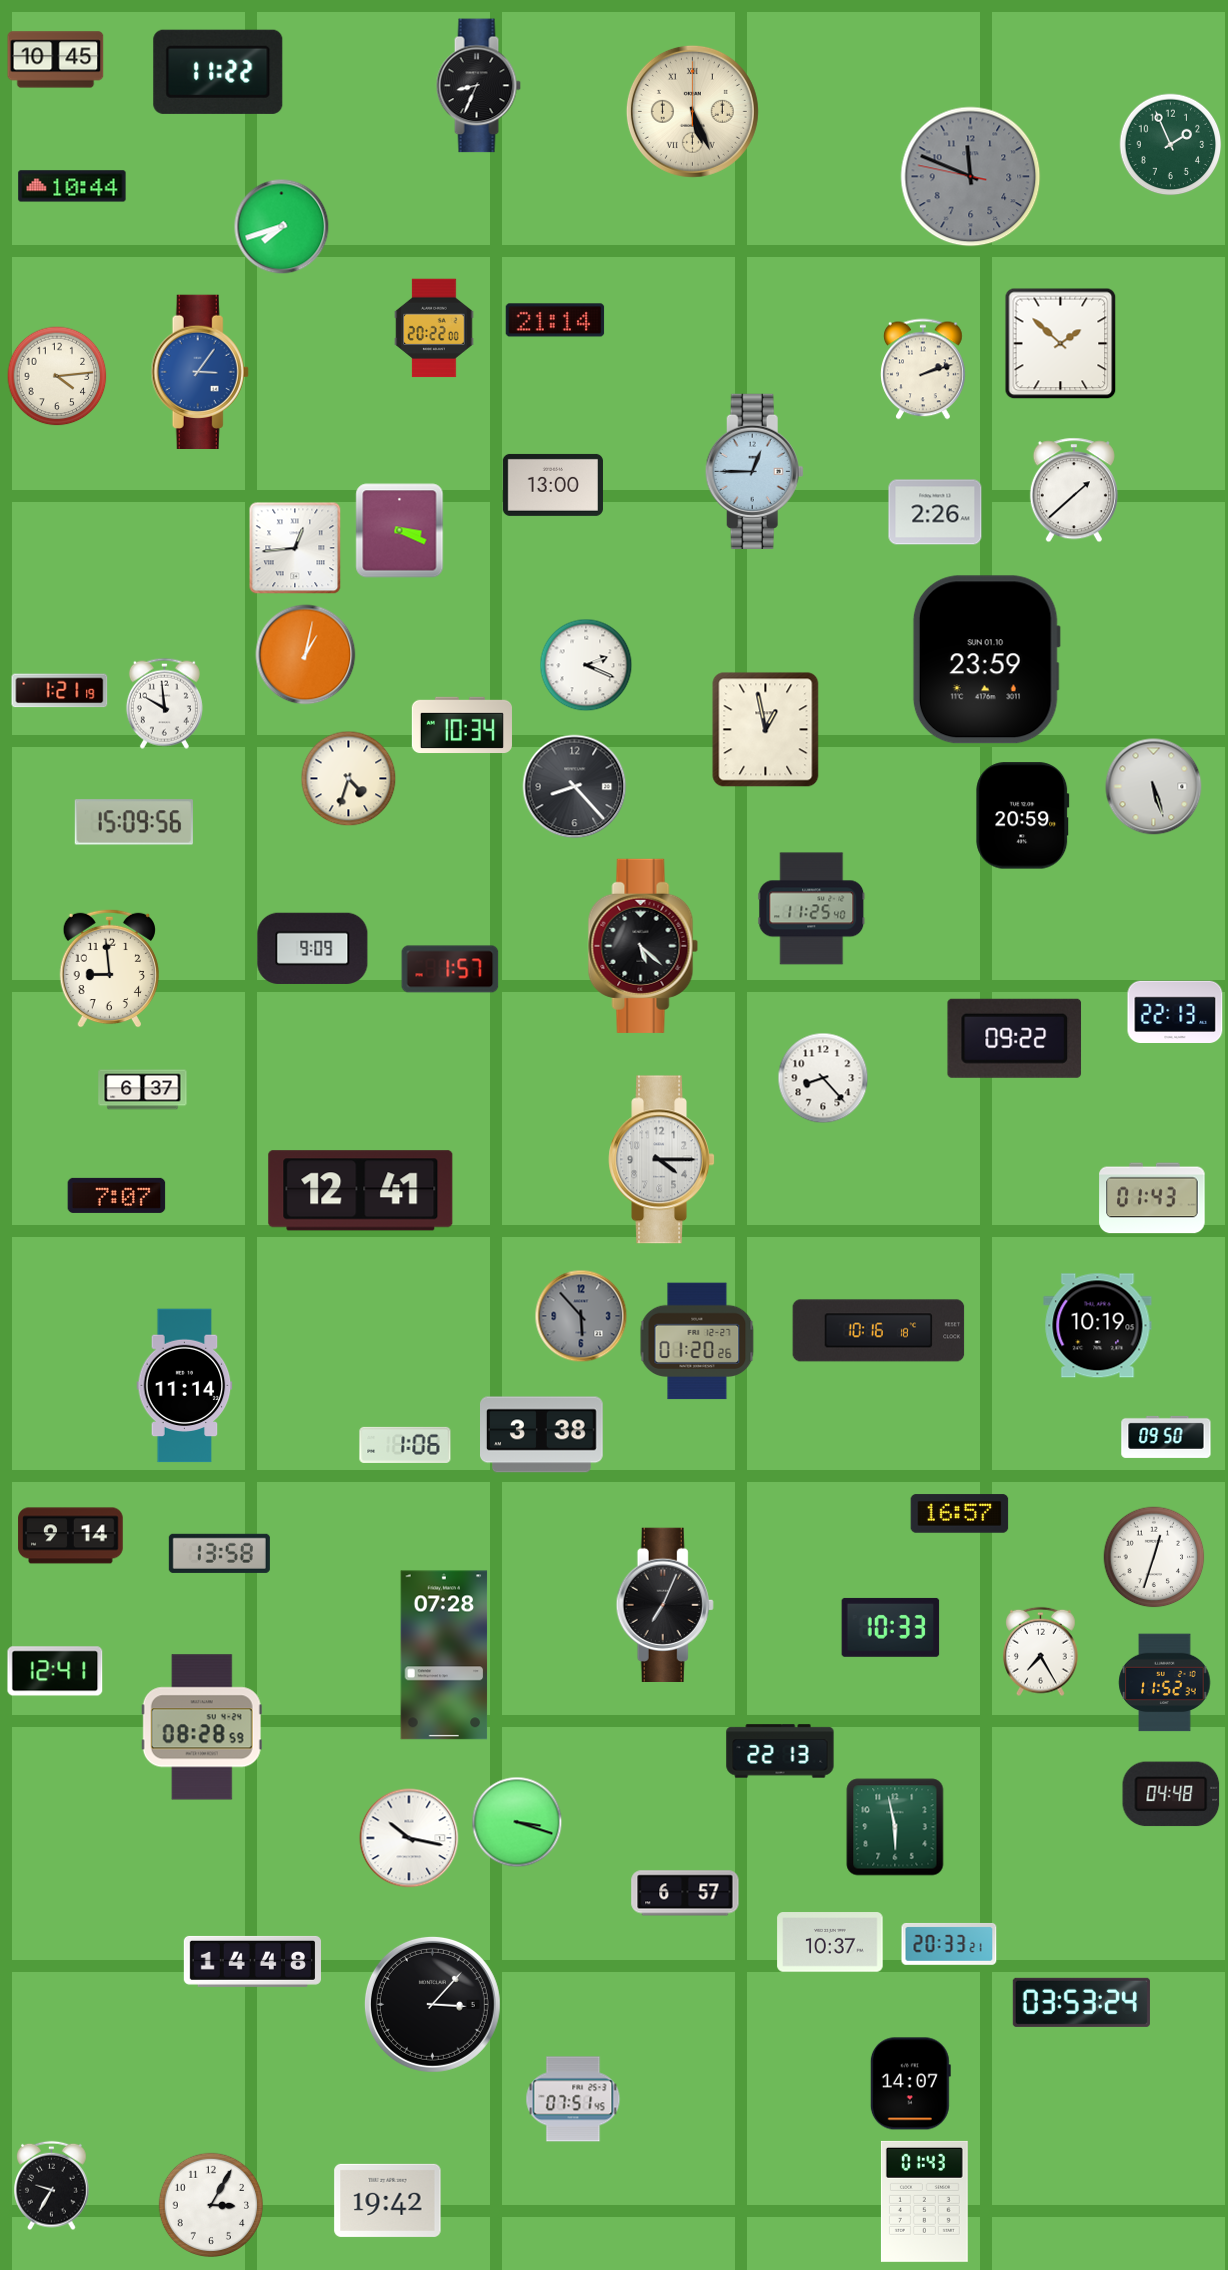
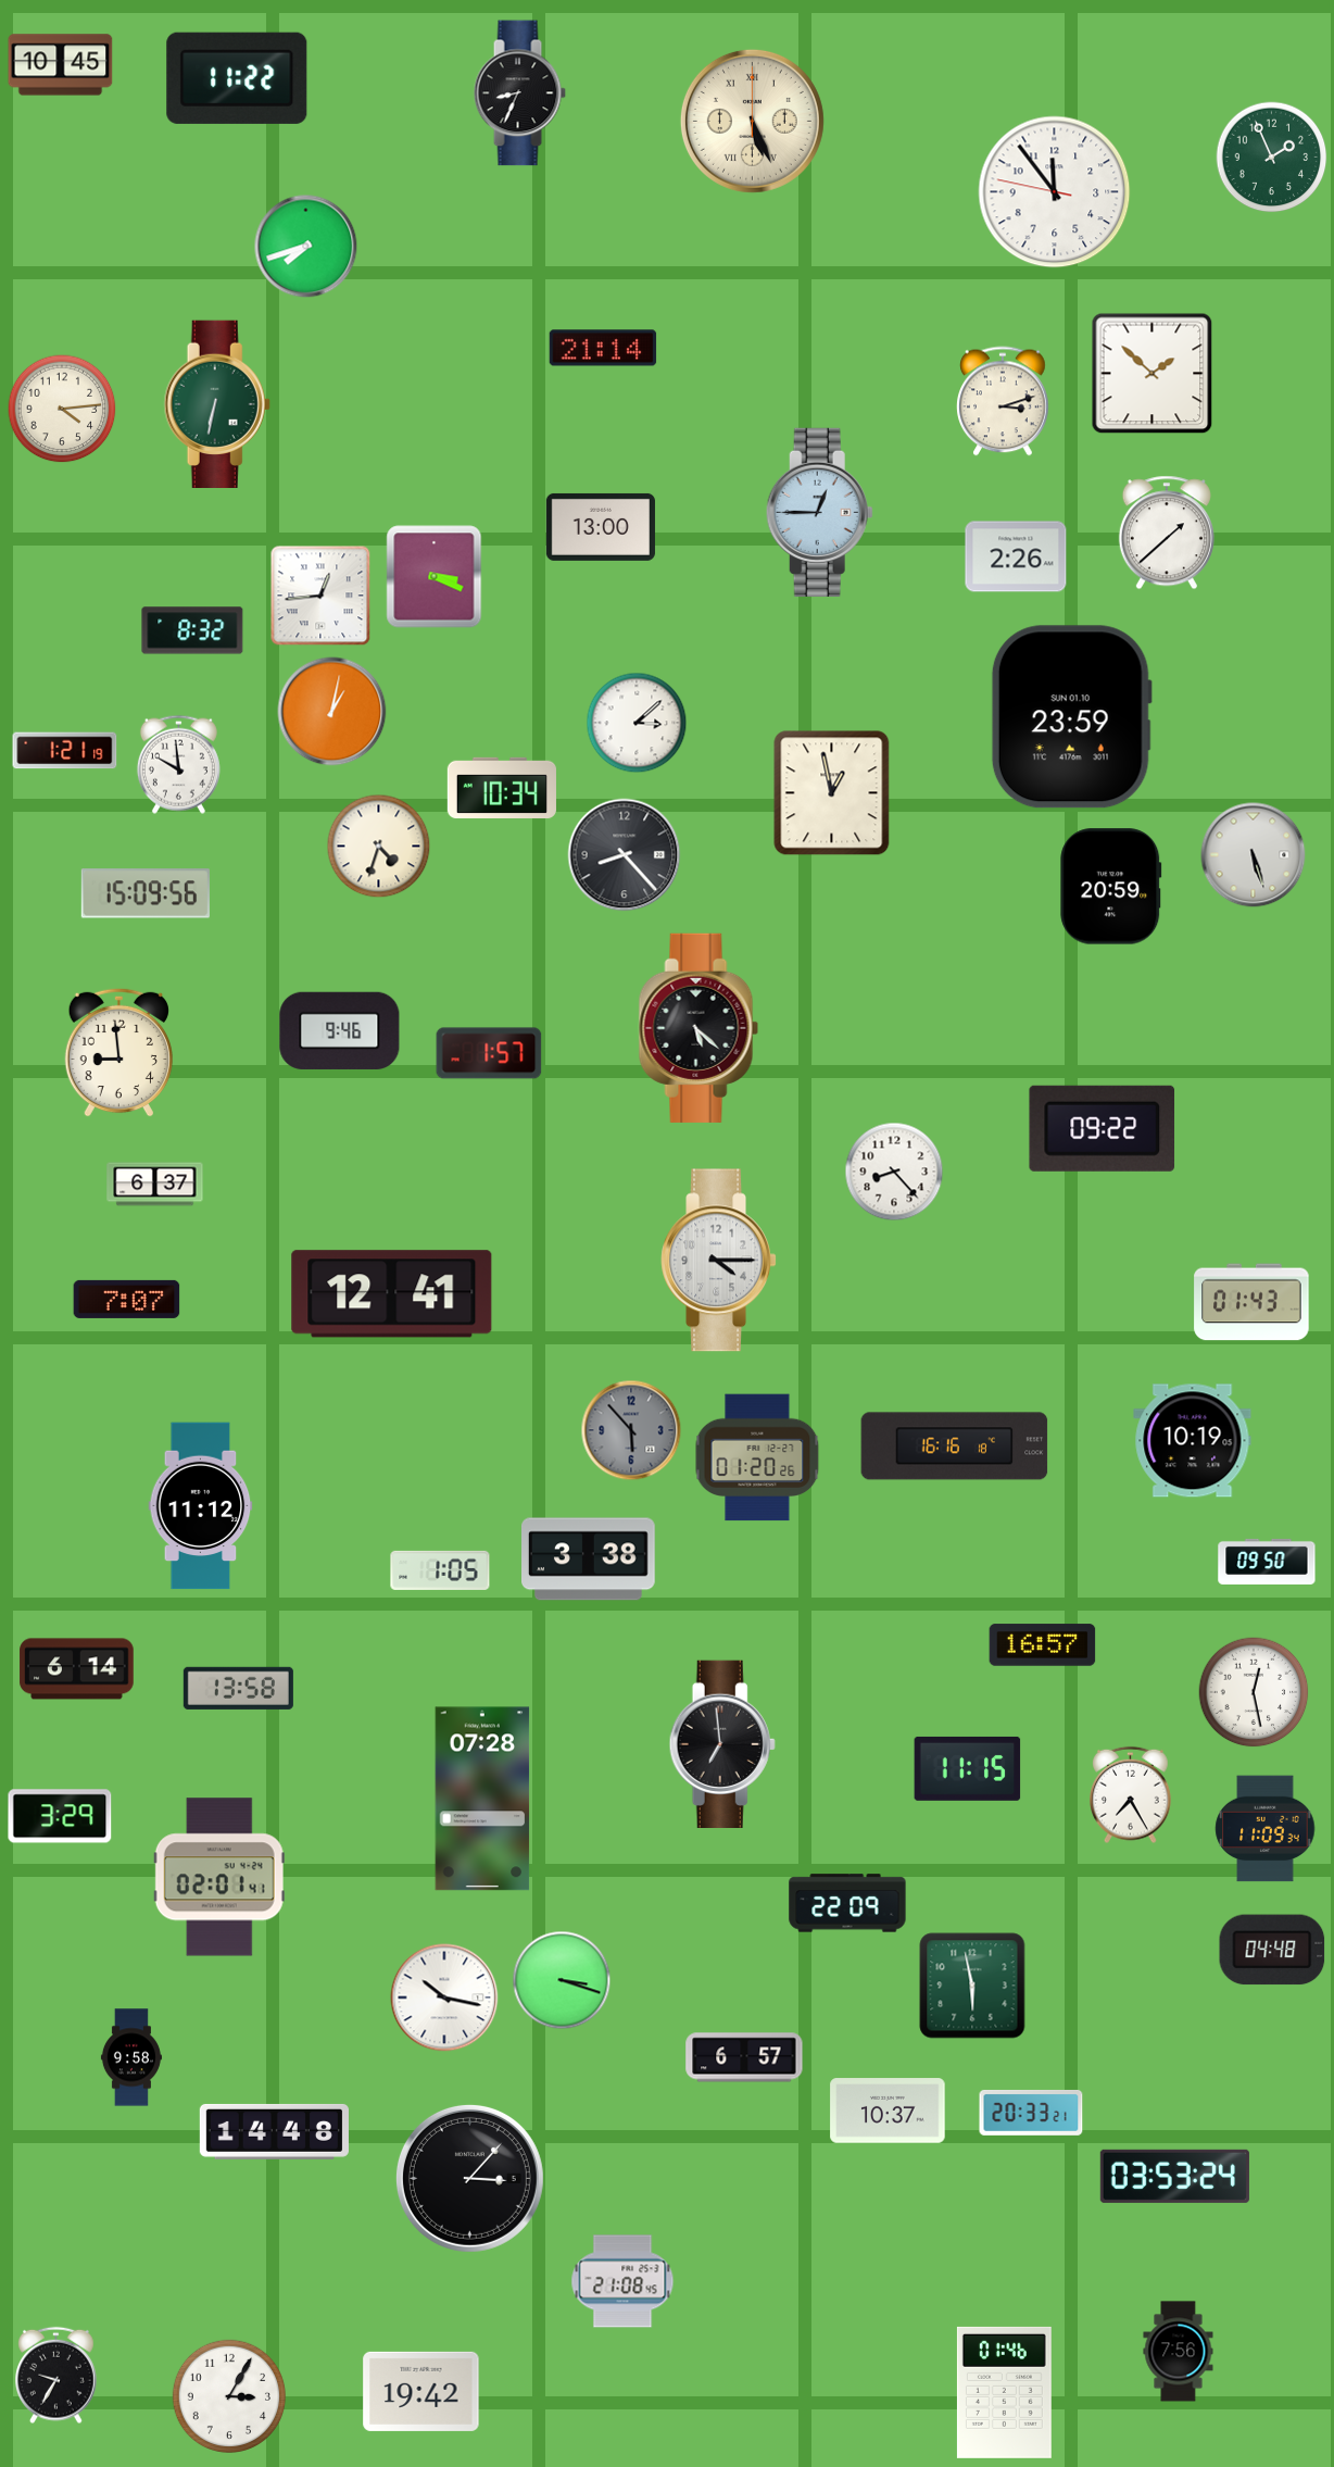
clock at (971, 177): 11:48 -> 11:53
clock at (971, 177) dial: grey -> white
clock at (72, 186): 10:44 -> none
clock at (434, 328): 20:22 -> none
clock at (923, 369): 2:12 -> 3:12
clock at (200, 371): 3:06 -> 6:32
clock at (200, 371) dial: blue -> green
clock at (192, 630): none -> 8:32
clock at (586, 665): 2:19 -> 3:08
clock at (812, 909): 11:25 -> none
clock at (313, 948): 9:09 -> 9:46
clock at (1175, 1011): 22:13 -> none
clock at (879, 1331): 10:16 -> 16:16
clock at (185, 1386): 11:14 -> 11:12
clock at (405, 1445): 1:06 -> 1:05
clock at (71, 1536): 9:14 -> 6:14
clock at (1154, 1557): 12:33 -> 12:28
clock at (665, 1604): 7:04 -> 6:59
clock at (891, 1627): 10:33 -> 11:15
clock at (55, 1671): 12:41 -> 3:29
clock at (1165, 1683): 11:52 -> 11:09
clock at (202, 1727): 08:28 -> 02:01
clock at (780, 1751): 22:13 -> 22:09
clock at (131, 2057): none -> 9:58
clock at (830, 1942) position: (830, 1942) -> (888, 2111)
clock at (910, 2084): 14:07 -> none
clock at (573, 2099): 07:51 -> 21:08
clock at (1179, 2352): none -> 7:56
clock at (924, 2201): 01:43 -> 01:46
